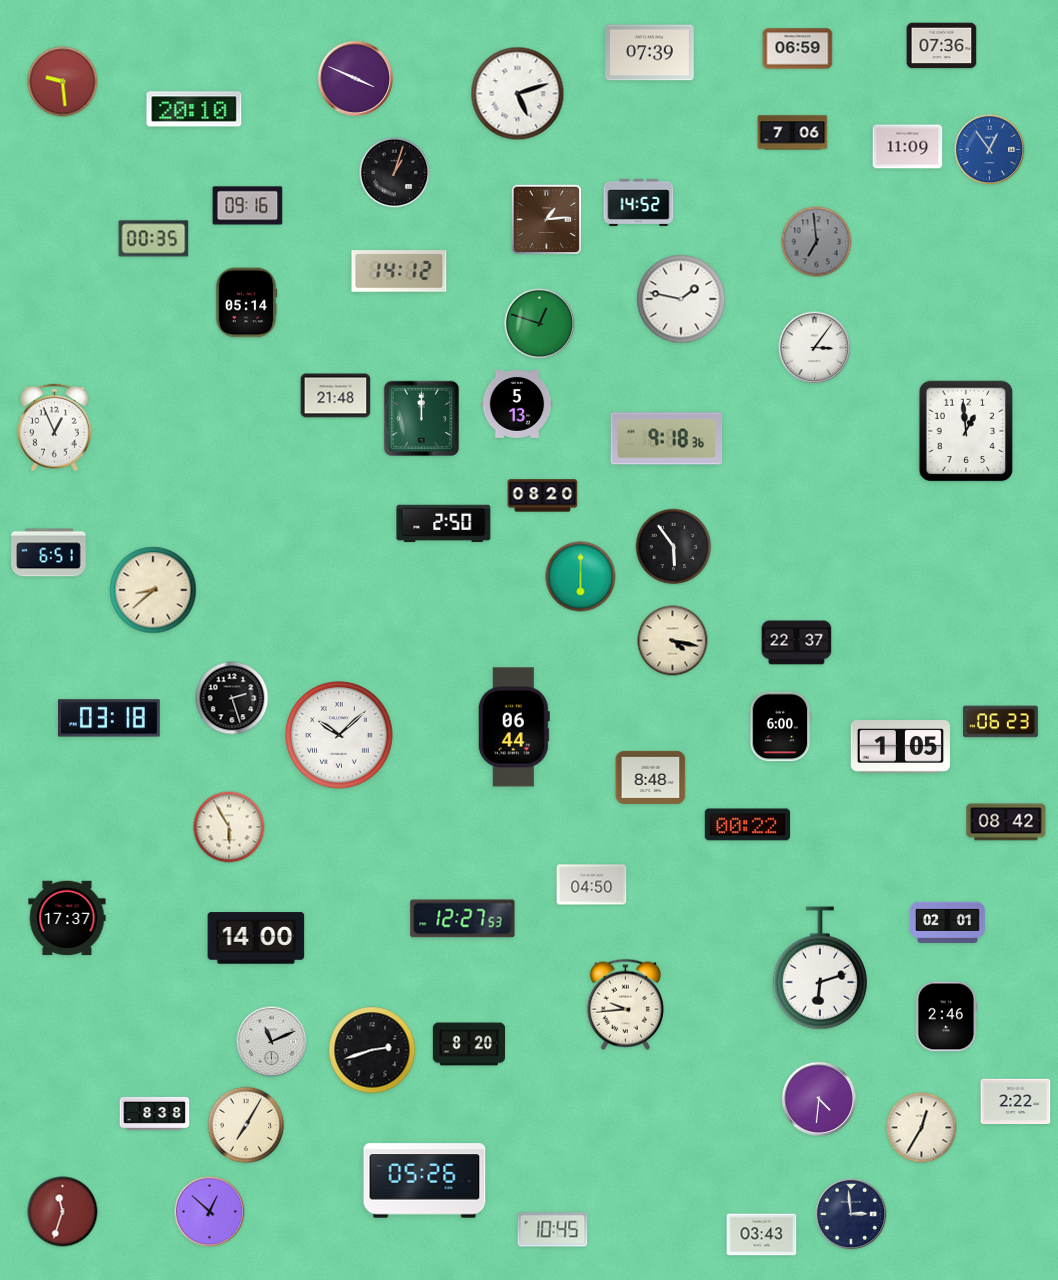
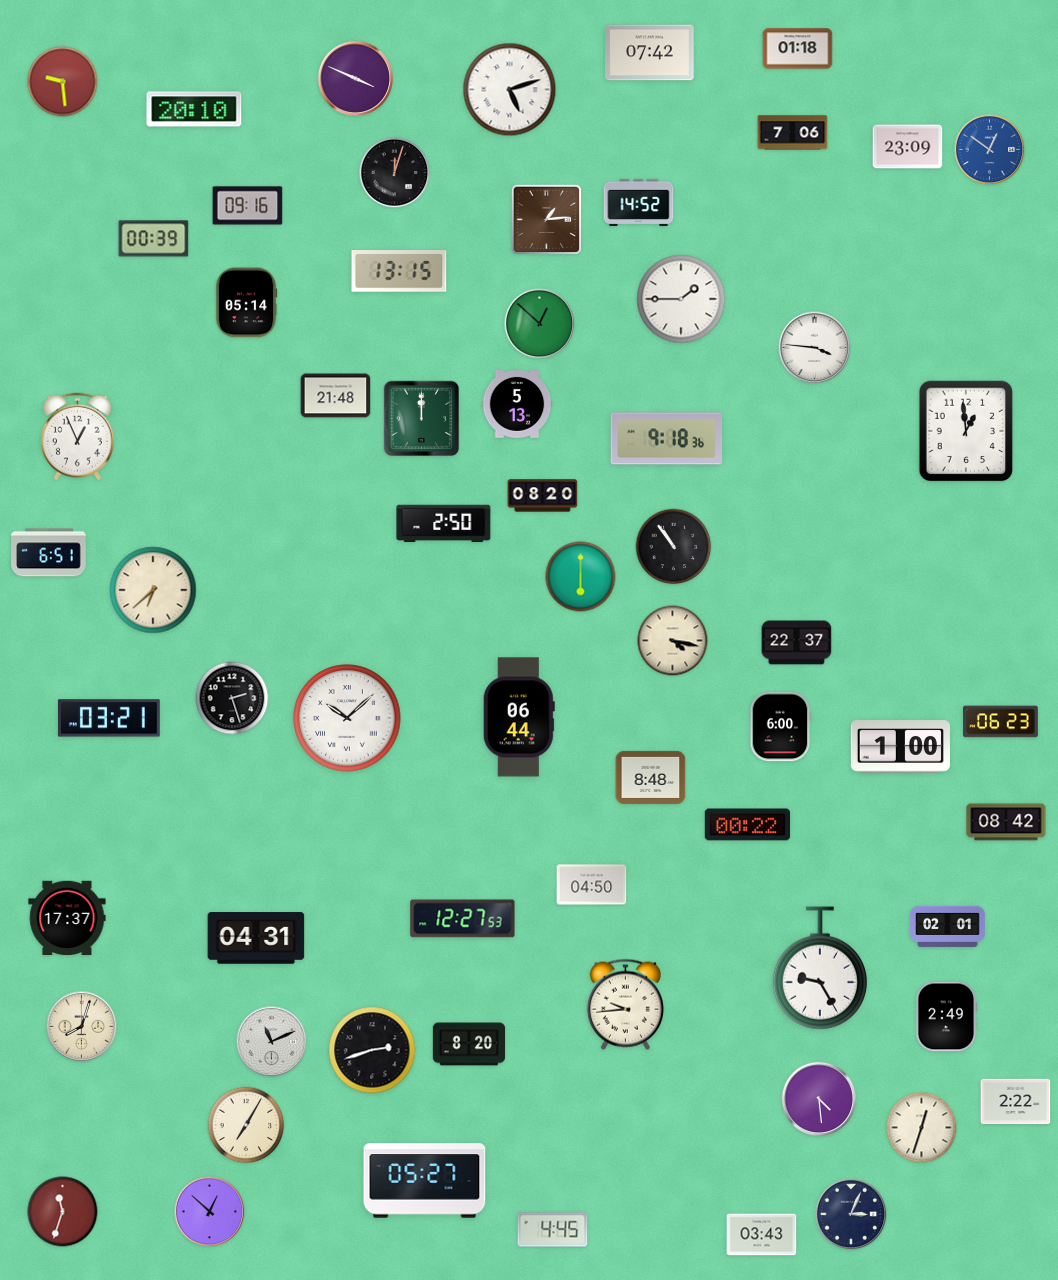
clock at (942, 46): 07:36 -> none
clock at (798, 49): 06:59 -> 01:18
clock at (650, 53): 07:39 -> 07:42
clock at (518, 94) position: (518, 94) -> (510, 90)
clock at (908, 147): 11:09 -> 23:09
clock at (990, 150): 12:54 -> 12:51
clock at (395, 173): 1:03 -> 12:03
clock at (154, 239): 00:35 -> 00:39
clock at (817, 242): 6:59 -> none
clock at (399, 271): 14:12 -> 13:15
clock at (681, 299): 1:47 -> 1:45
clock at (540, 324): 12:48 -> 12:52
clock at (815, 348): 3:06 -> 3:46
clock at (54, 428) position: (54, 428) -> (77, 437)
clock at (674, 547): 5:54 -> 10:54
clock at (153, 590): 8:38 -> 6:38
clock at (109, 718): 03:18 -> 03:21
clock at (514, 727) position: (514, 727) -> (519, 717)
clock at (339, 735) position: (339, 735) -> (347, 718)
clock at (900, 747): 1:05 -> 1:00
clock at (229, 827): 5:55 -> none
clock at (948, 922) position: (948, 922) -> (948, 926)
clock at (256, 938): 14:00 -> 04:31
clock at (820, 968): 6:12 -> 9:25
clock at (947, 1017): 2:46 -> 2:49
clock at (82, 1027): none -> 8:03
clock at (818, 1098): 4:31 -> 4:29
clock at (155, 1113): 8:38 -> none
clock at (922, 1128): 12:35 -> 12:33
clock at (425, 1181): 05:26 -> 05:27
clock at (851, 1214): 2:59 -> 3:04
clock at (553, 1230): 10:45 -> 4:45
